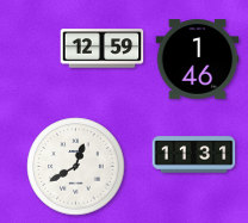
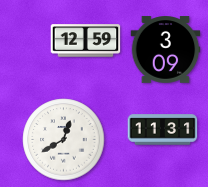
clock at (198, 60): 1:46 -> 3:09
